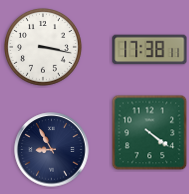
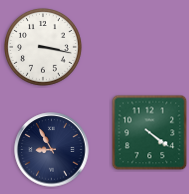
clock at (150, 50): 17:38 -> none
